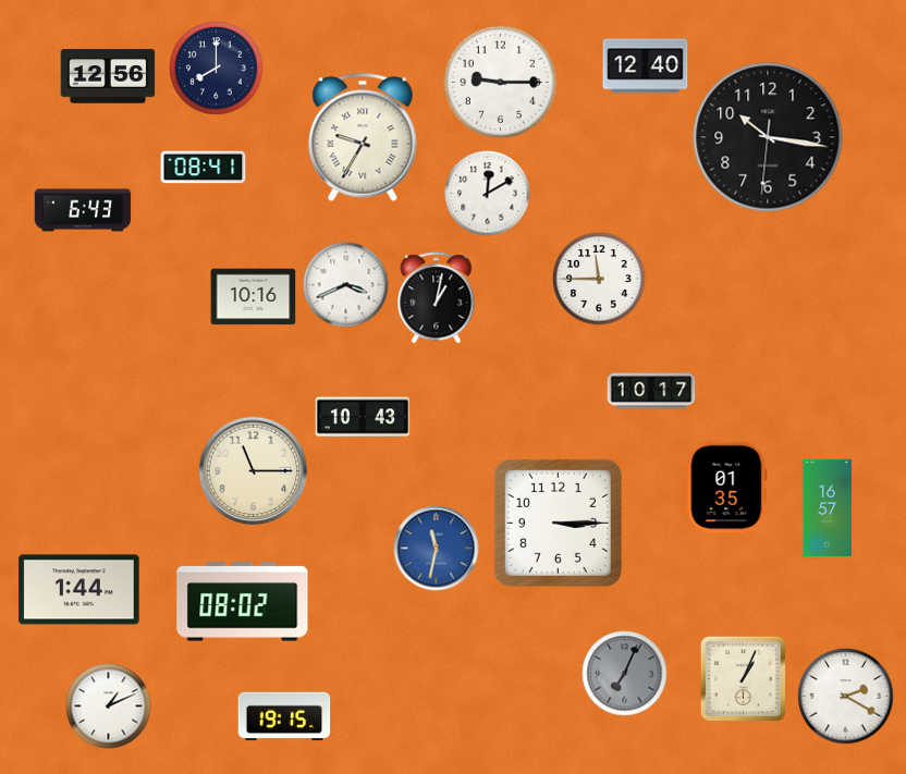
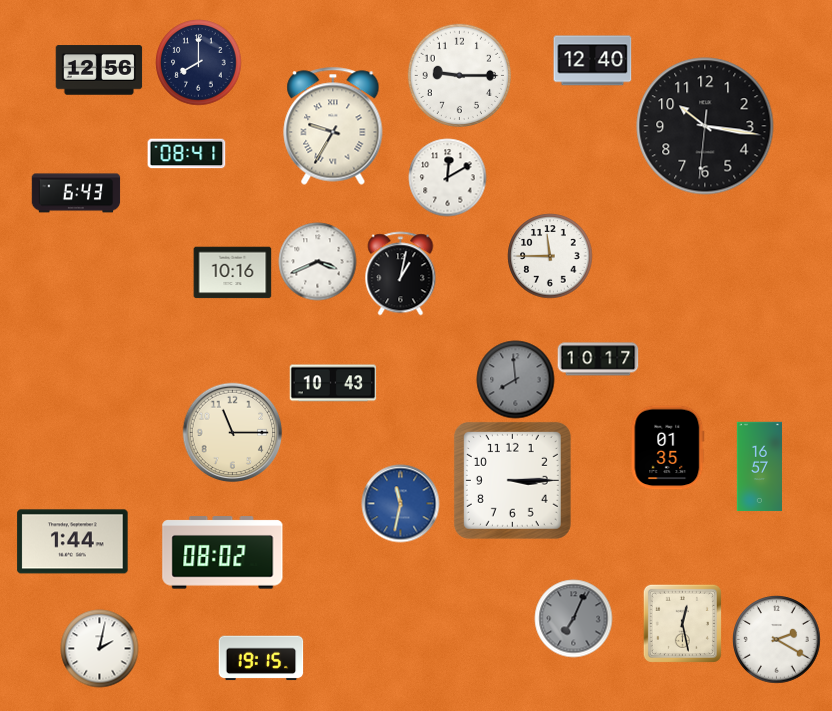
clock at (515, 379): none -> 7:59
clock at (743, 678): 1:04 -> 12:28
clock at (108, 705): 1:11 -> 2:02
